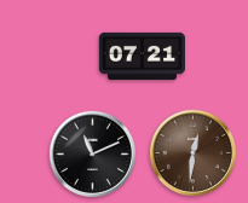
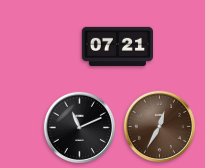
clock at (192, 152): 12:31 -> 12:35
clock at (92, 153) position: (92, 153) -> (79, 127)
